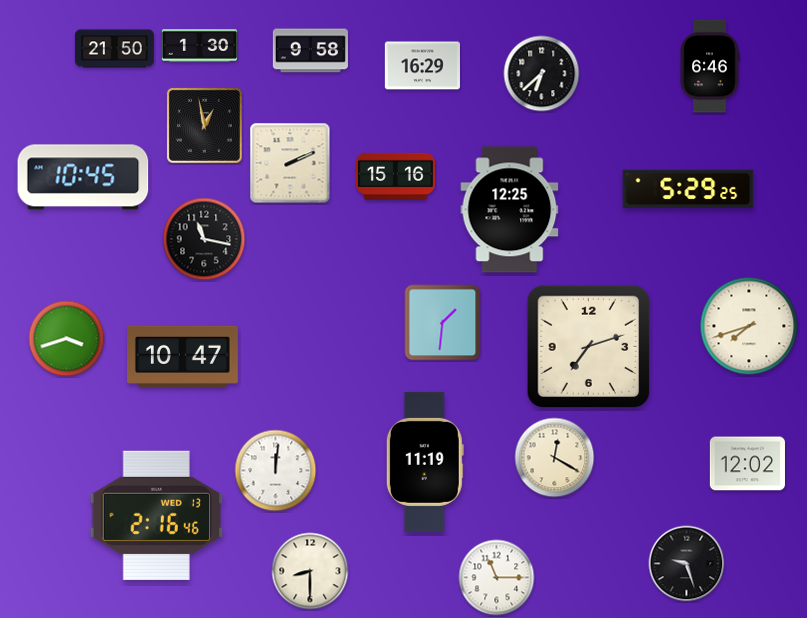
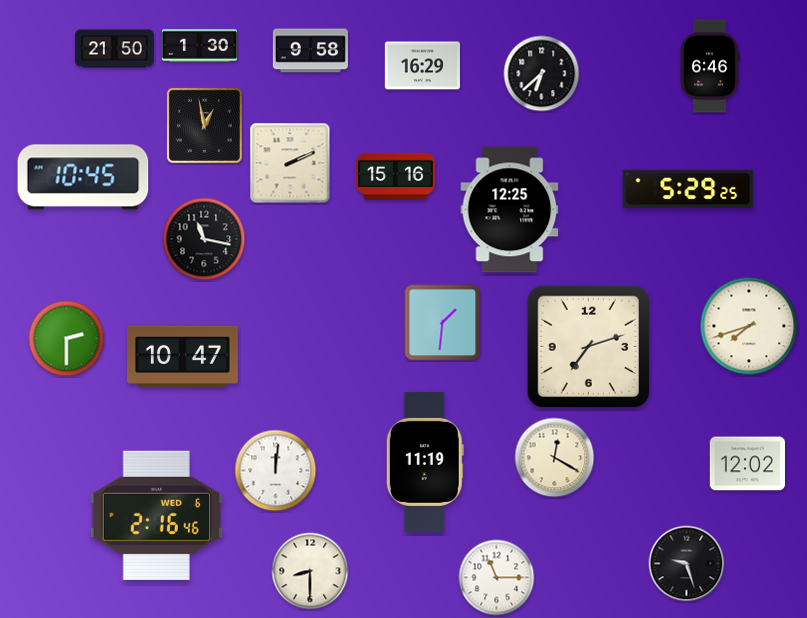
clock at (67, 339): 3:42 -> 2:30
clock at (156, 515) date: WED 13 -> WED 6
